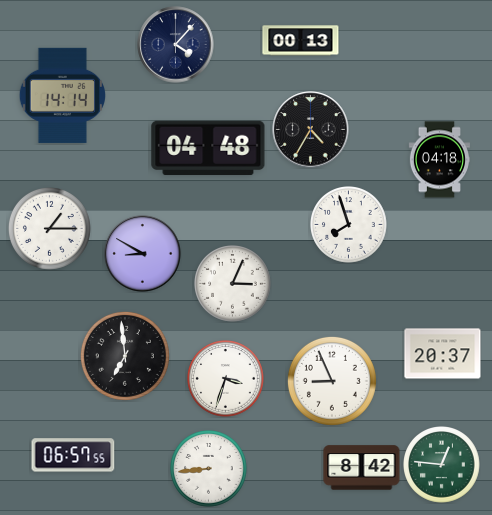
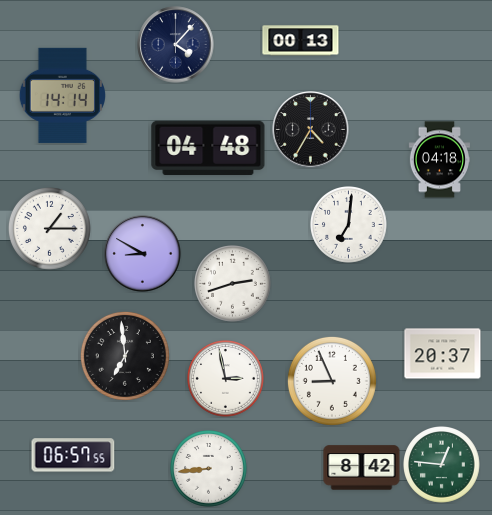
clock at (349, 225): 7:57 -> 7:01
clock at (233, 284): 3:04 -> 2:42
clock at (226, 379): 3:33 -> 2:58
